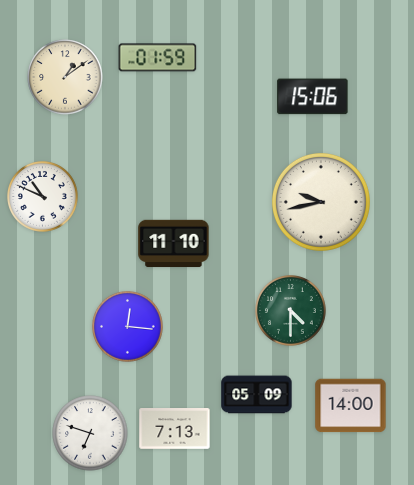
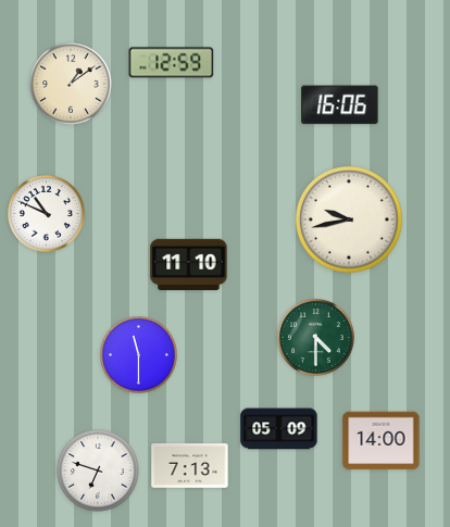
clock at (158, 58): 01:59 -> 12:59
clock at (313, 97): 15:06 -> 16:06
clock at (128, 327): 12:16 -> 11:30
